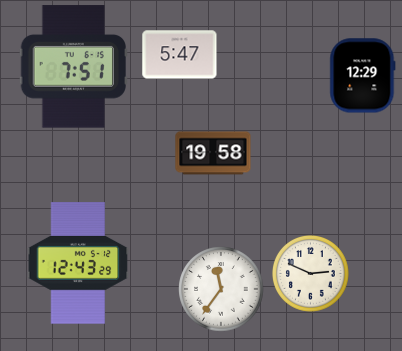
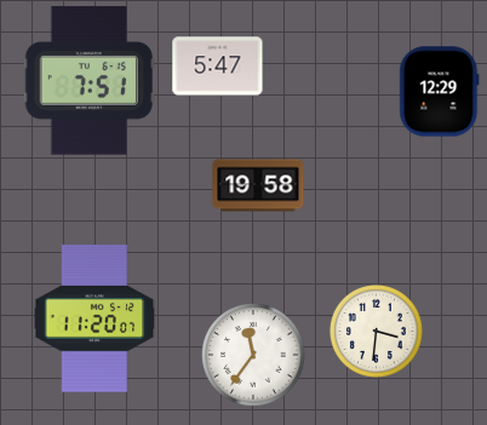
clock at (78, 263): 12:43 -> 11:20
clock at (311, 274): 2:49 -> 3:31
clock at (221, 289) position: (221, 289) -> (253, 355)
